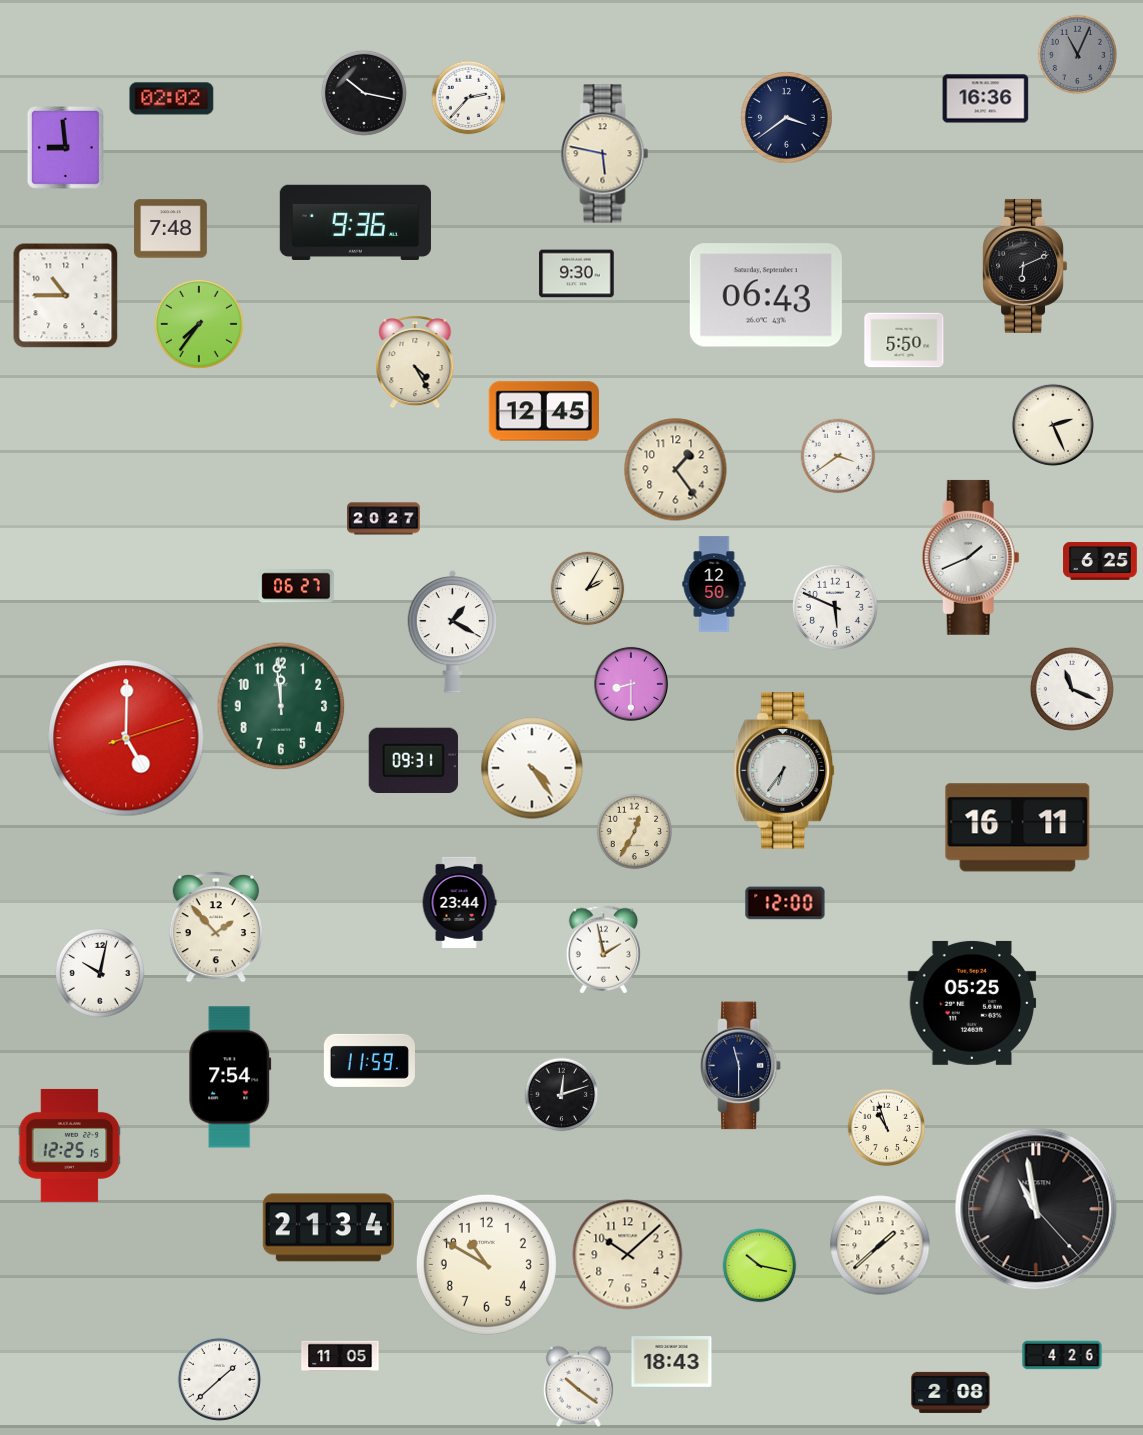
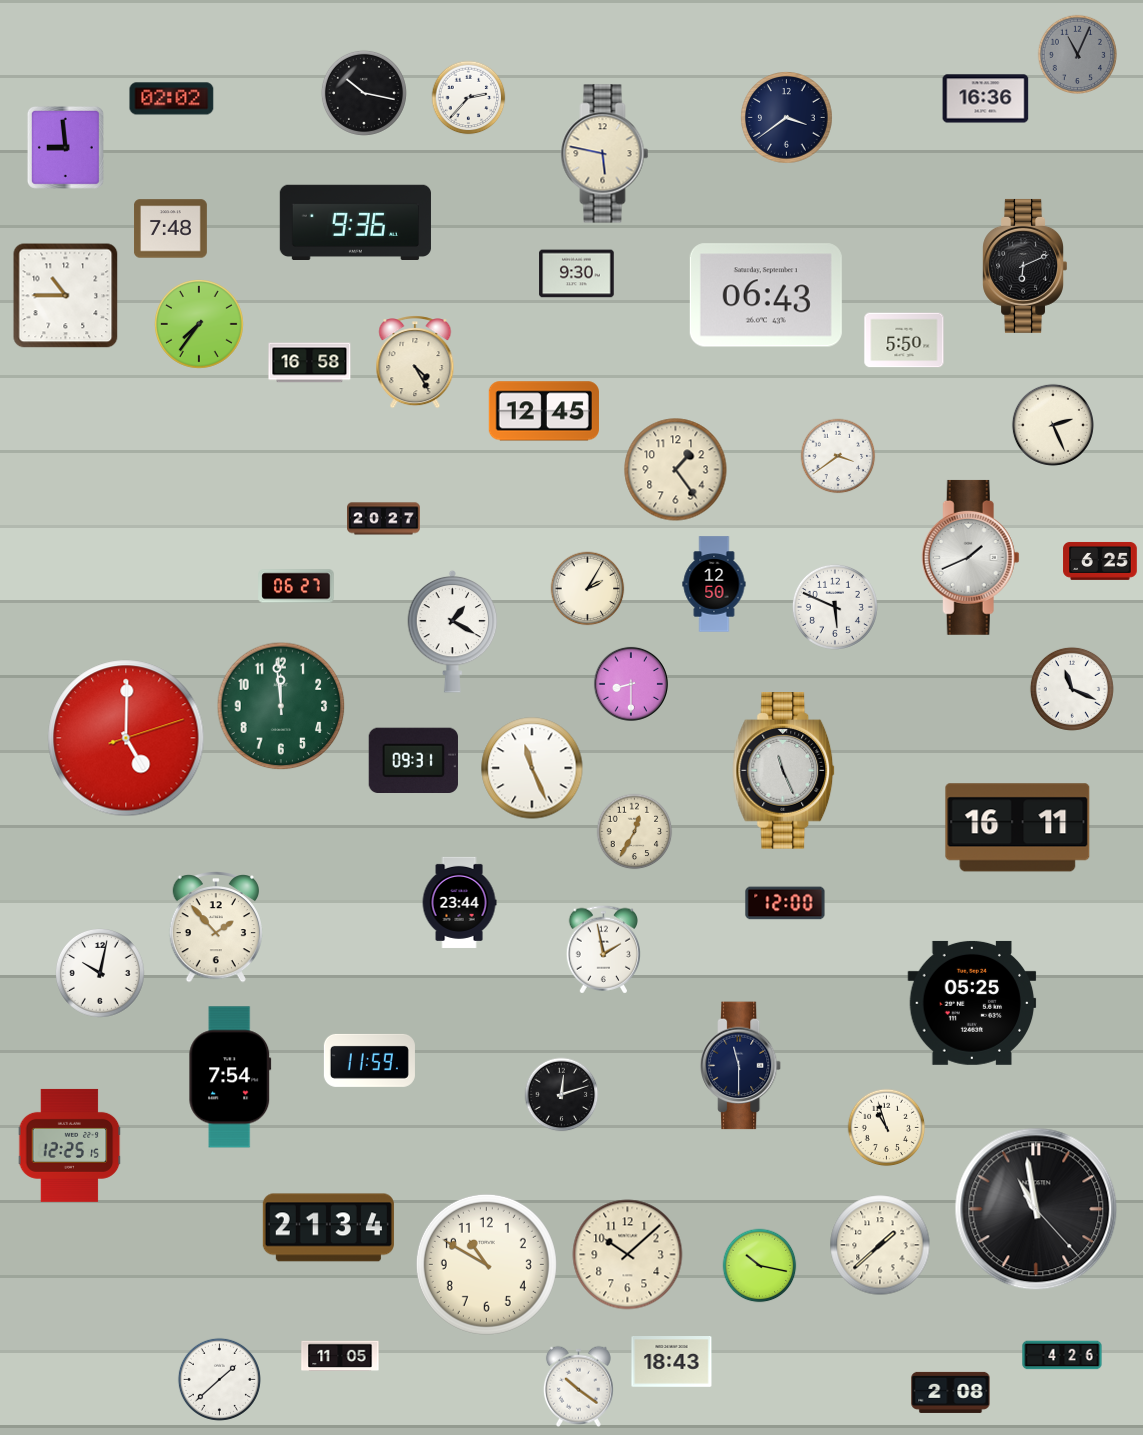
clock at (310, 363): none -> 16:58
clock at (532, 768): 4:24 -> 11:26
clock at (784, 771): 6:36 -> 11:26
